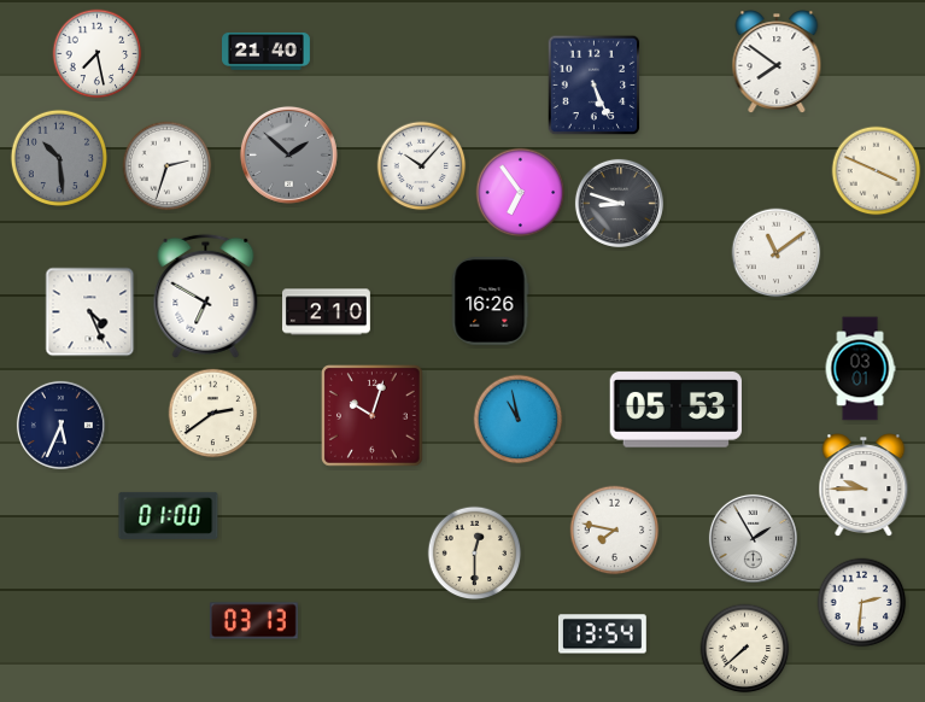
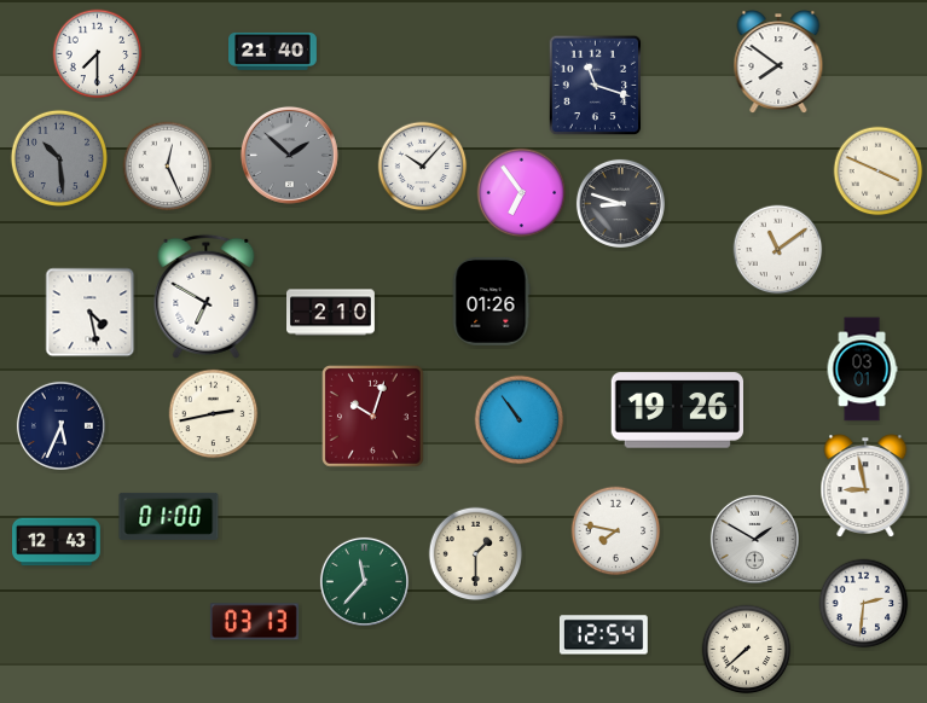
clock at (267, 51) position: (267, 51) -> (273, 51)
clock at (98, 54): 7:28 -> 7:30
clock at (595, 86): 5:26 -> 11:18
clock at (168, 166): 2:33 -> 12:26
clock at (777, 253) position: (777, 253) -> (778, 250)
clock at (490, 300): 16:26 -> 01:26
clock at (90, 312): 4:26 -> 4:28
clock at (327, 312) position: (327, 312) -> (331, 313)
clock at (675, 410): 05:53 -> 19:26
clock at (213, 414): 2:39 -> 2:43
clock at (519, 420): 10:58 -> 10:54
clock at (863, 485): 9:45 -> 8:58
clock at (753, 538): 1:55 -> 1:50
clock at (57, 542): none -> 12:43
clock at (475, 554): 12:30 -> 1:30
clock at (364, 581): none -> 11:37
clock at (602, 634): 13:54 -> 12:54
